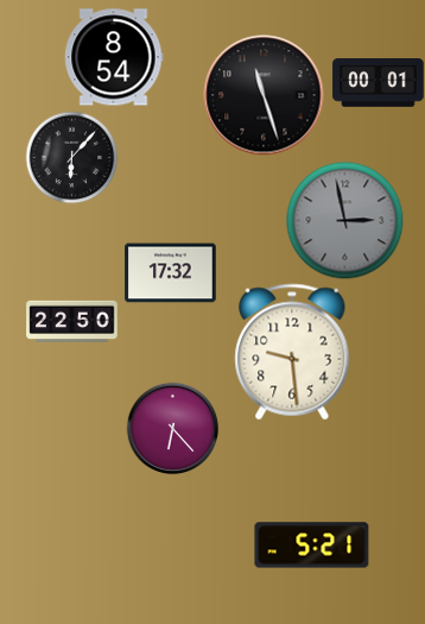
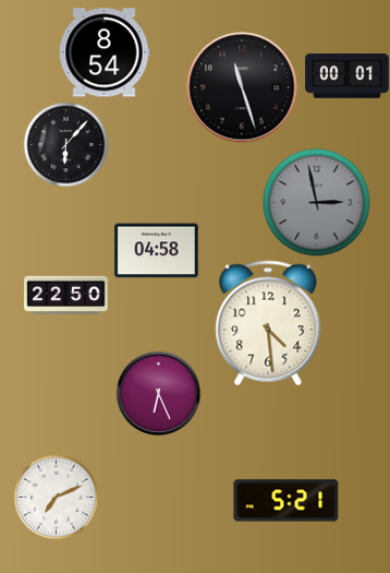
clock at (171, 273): 17:32 -> 04:58
clock at (292, 352): 9:29 -> 4:29
clock at (172, 428): 6:23 -> 6:26
clock at (56, 497): none -> 7:11
